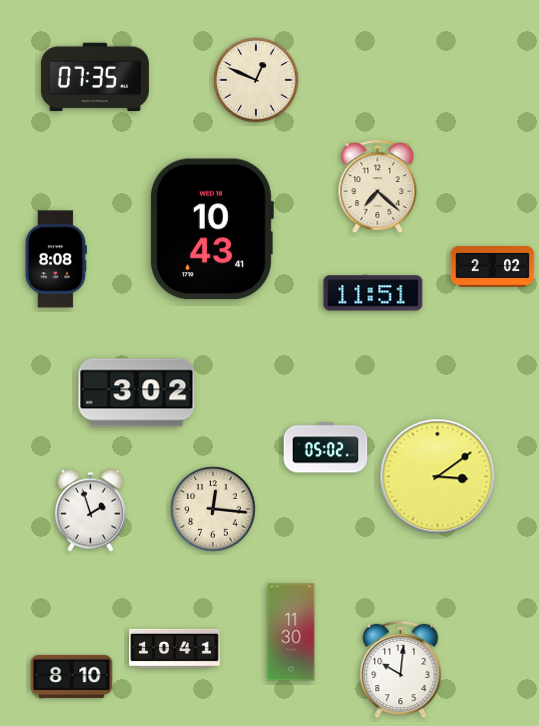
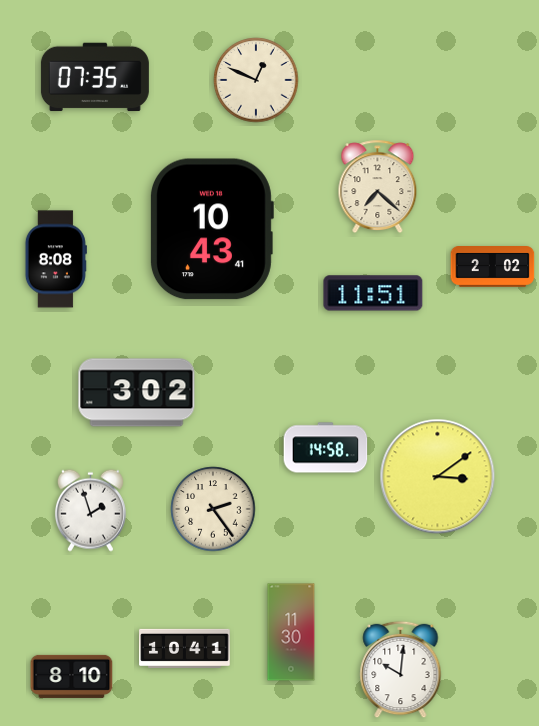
clock at (326, 448): 05:02 -> 14:58
clock at (213, 509): 12:16 -> 2:24
clock at (175, 648) position: (175, 648) -> (185, 648)
